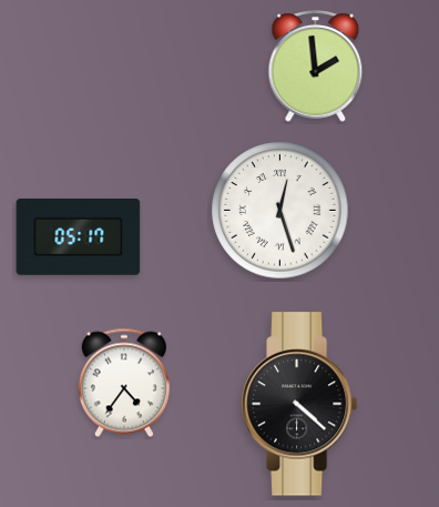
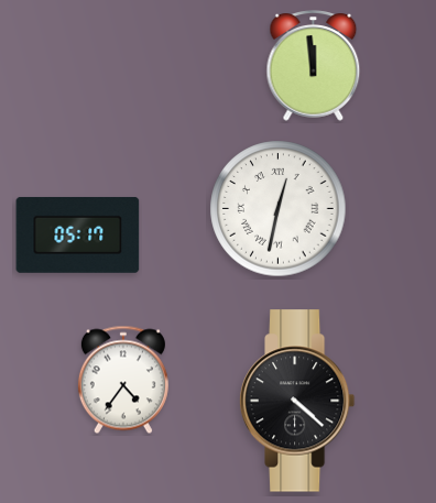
clock at (316, 67): 1:59 -> 11:59
clock at (280, 211): 12:27 -> 12:32
